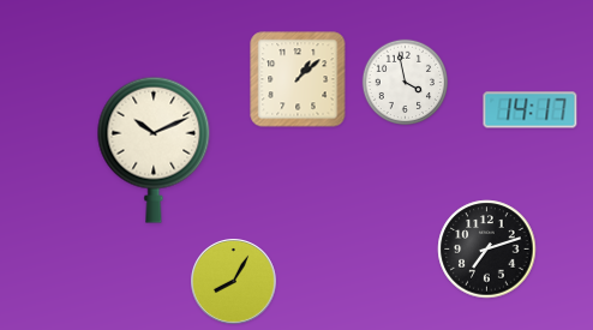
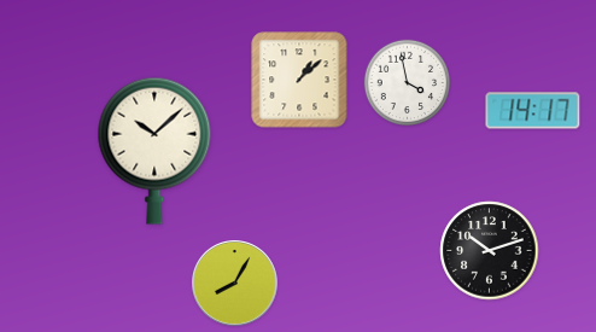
clock at (154, 150): 10:11 -> 10:08
clock at (487, 250): 7:12 -> 10:12
